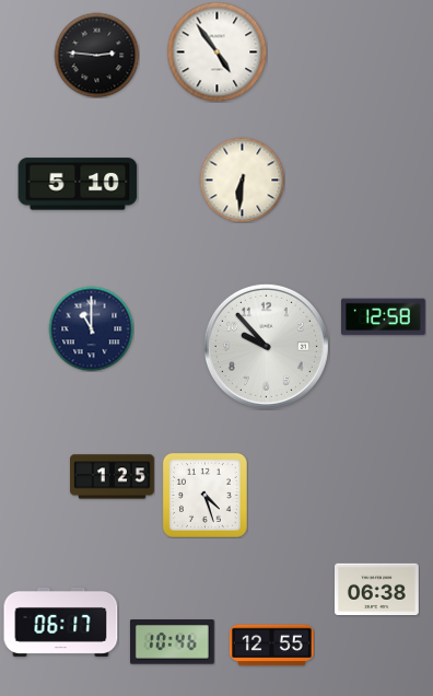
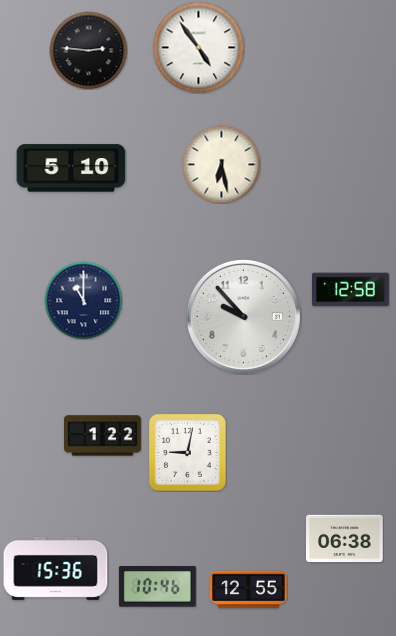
clock at (242, 179): 6:31 -> 6:28
clock at (113, 477): 1:25 -> 1:22
clock at (204, 495): 4:27 -> 9:02
clock at (61, 622): 06:17 -> 15:36
